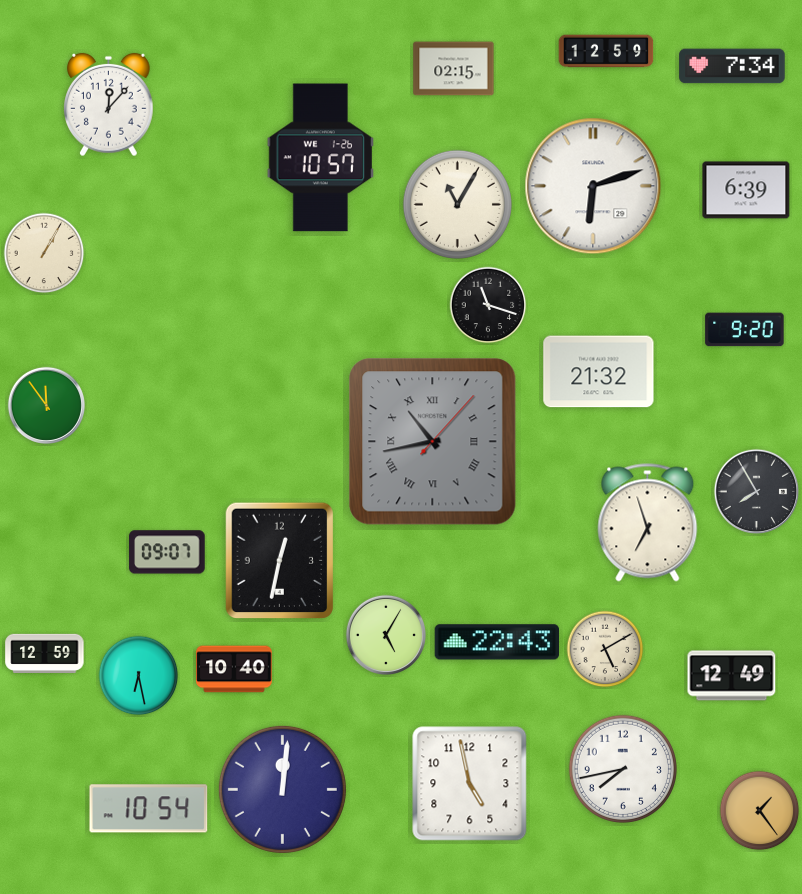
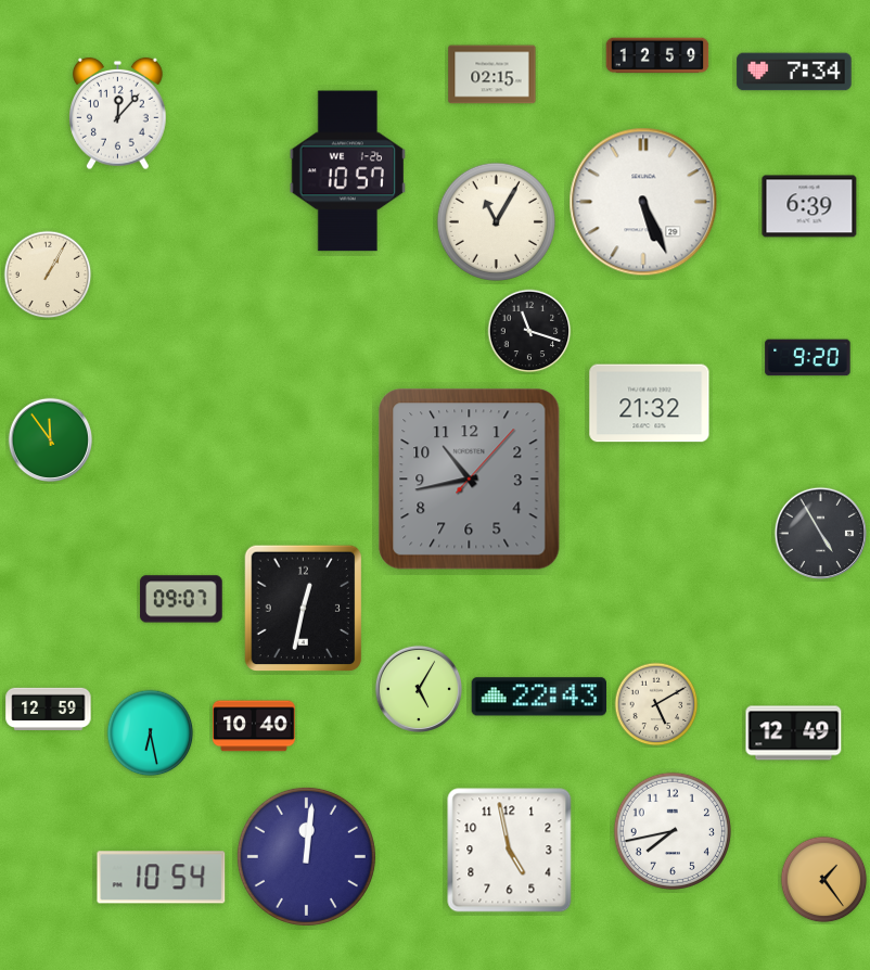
clock at (593, 186): 6:12 -> 5:26
clock at (433, 442) numerals: Roman -> Arabic
clock at (757, 492): 7:55 -> 4:55
clock at (648, 523): 6:57 -> none
clock at (623, 769) position: (623, 769) -> (673, 831)
